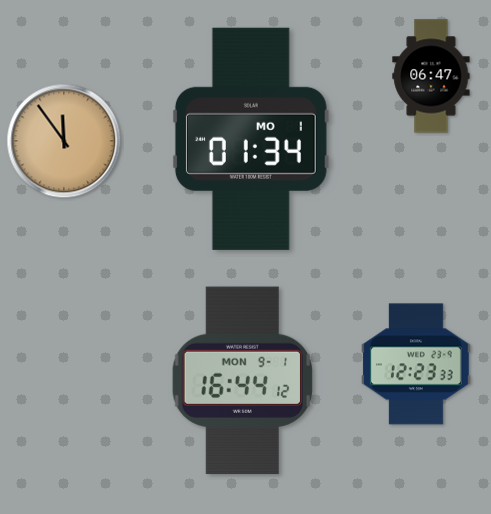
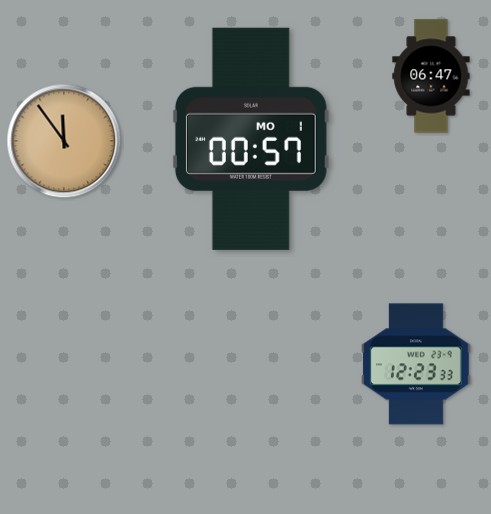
clock at (251, 139): 01:34 -> 00:57
clock at (242, 381): 16:44 -> none
